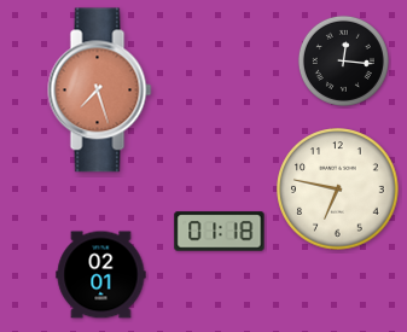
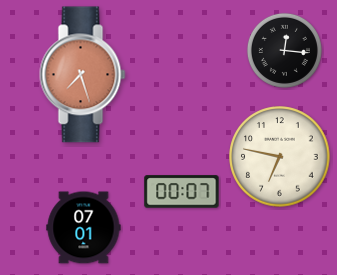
clock at (220, 232): 01:18 -> 00:07
clock at (101, 275): 02:01 -> 07:01
